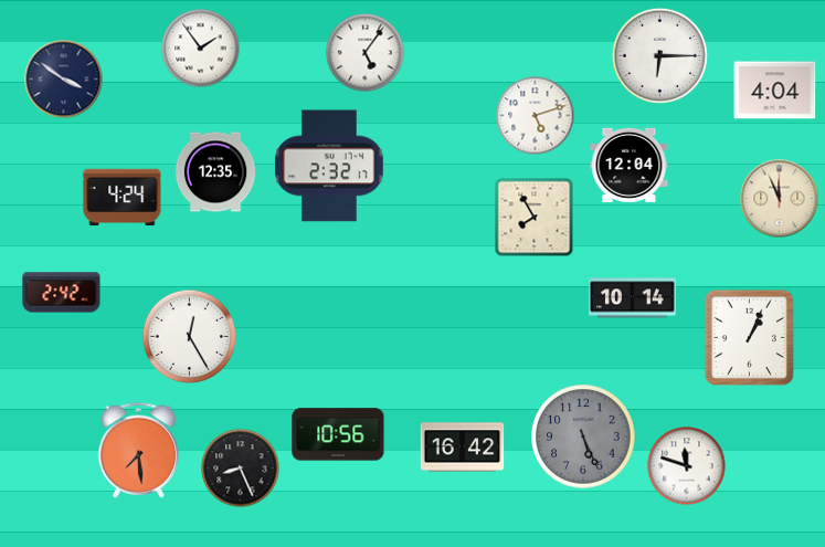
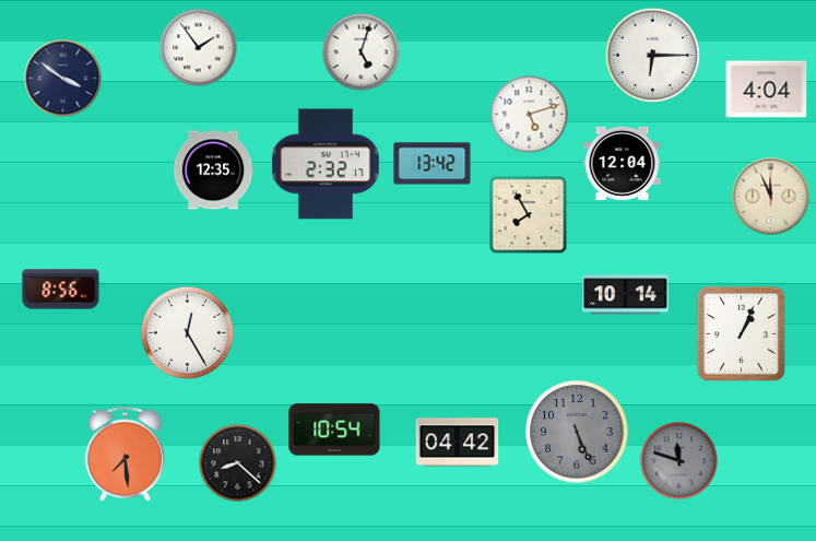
clock at (366, 53): 5:06 -> 5:03
clock at (433, 164): none -> 13:42
clock at (123, 198): 4:24 -> none
clock at (62, 293): 2:42 -> 8:56
clock at (338, 434): 10:56 -> 10:54
clock at (463, 448): 16:42 -> 04:42
clock at (139, 450) position: (139, 450) -> (126, 454)
clock at (687, 466) dial: white -> grey
clock at (241, 469): 8:26 -> 8:22
